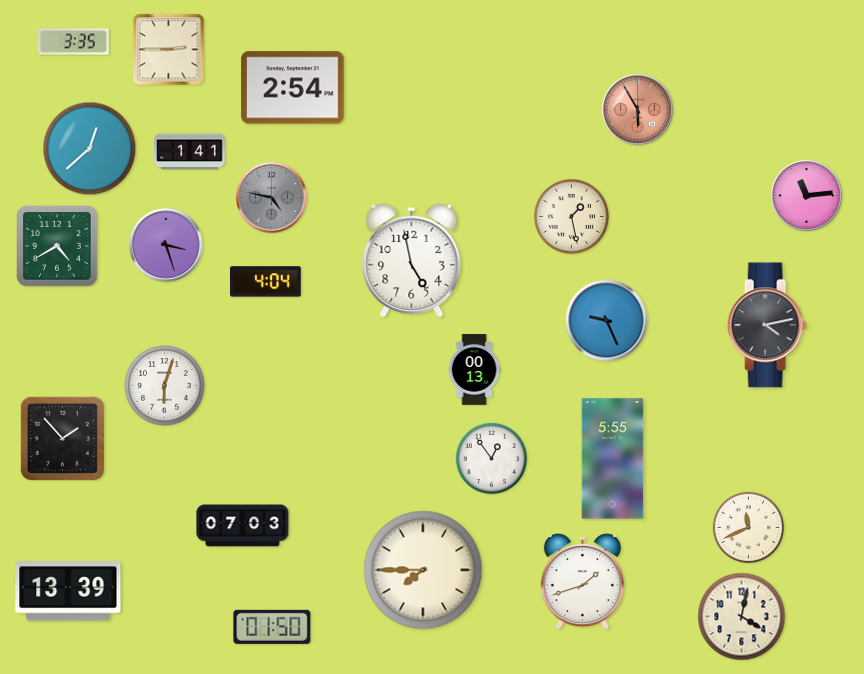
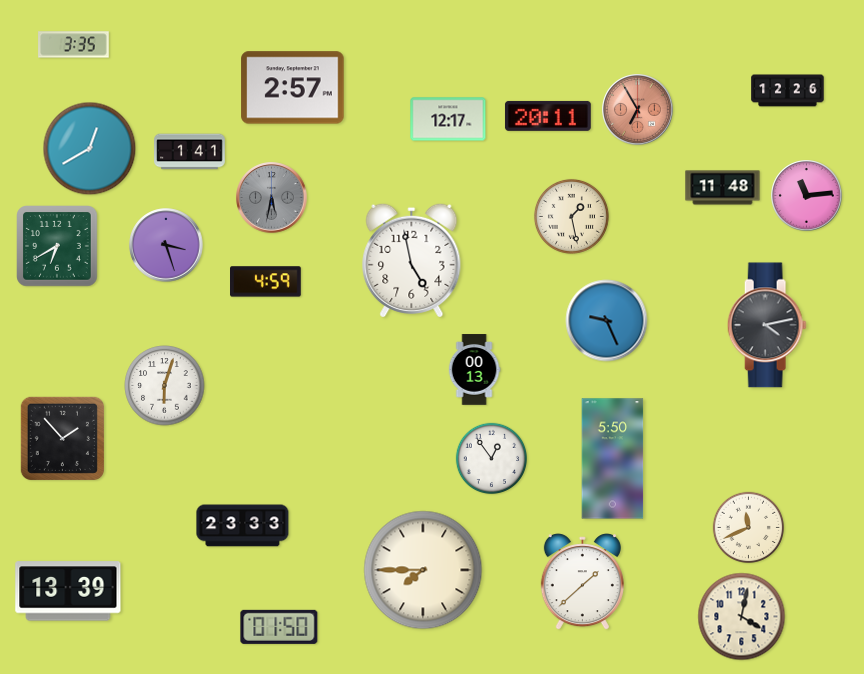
clock at (74, 42) position: (74, 42) -> (74, 45)
clock at (169, 50): 2:45 -> none
clock at (293, 88): 2:54 -> 2:57
clock at (788, 91): none -> 12:26
clock at (638, 110): 5:55 -> 6:55
clock at (548, 116): none -> 20:11
clock at (448, 119): none -> 12:17
clock at (90, 149): 12:38 -> 12:40
clock at (723, 188): none -> 11:48
clock at (272, 198): 4:47 -> 5:32
clock at (58, 247): 4:40 -> 6:40
clock at (266, 282): 4:04 -> 4:59
clock at (613, 459): 5:55 -> 5:50
clock at (243, 526): 07:03 -> 23:33
clock at (582, 582): 1:42 -> 1:38
clock at (272, 627) position: (272, 627) -> (279, 627)
